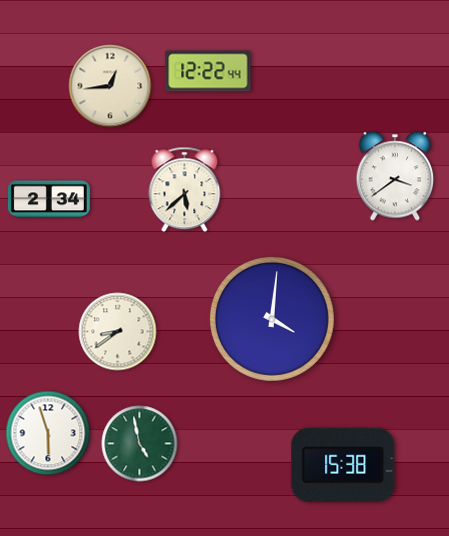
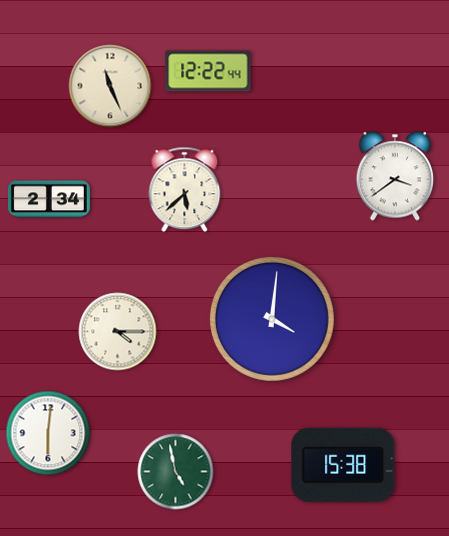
clock at (110, 86): 12:44 -> 11:26
clock at (118, 332): 8:39 -> 4:15
clock at (48, 433): 5:57 -> 6:01
clock at (140, 444) position: (140, 444) -> (176, 472)
